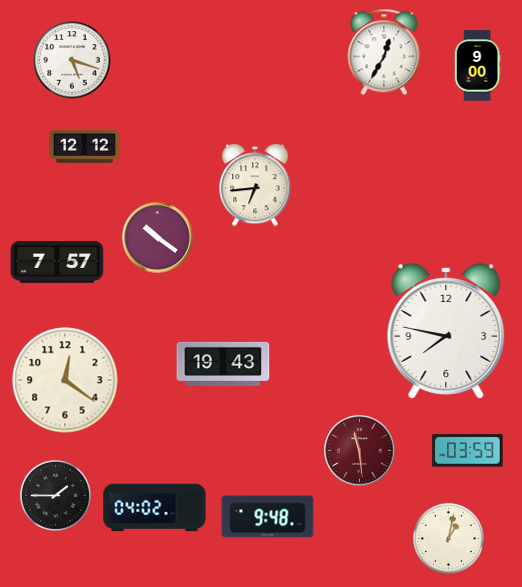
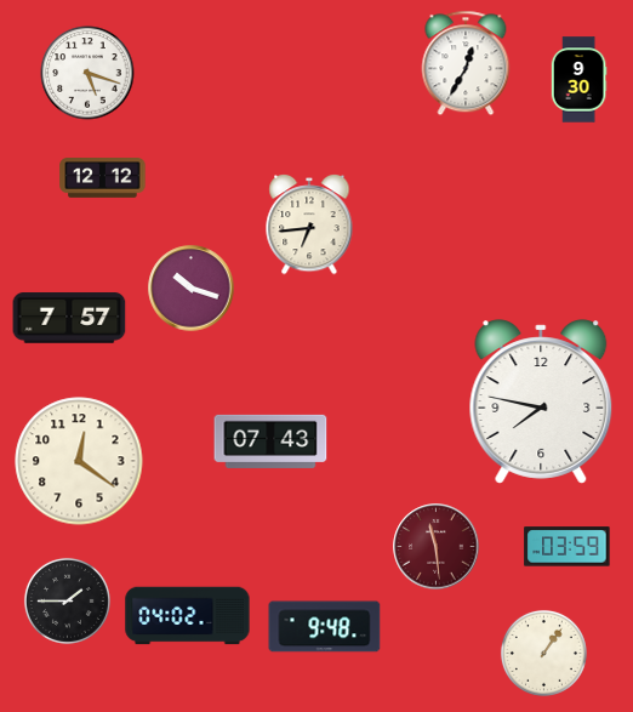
clock at (477, 66): 9:00 -> 9:30
clock at (158, 238): 10:21 -> 10:18
clock at (223, 364): 19:43 -> 07:43
clock at (448, 538): 1:02 -> 1:06
